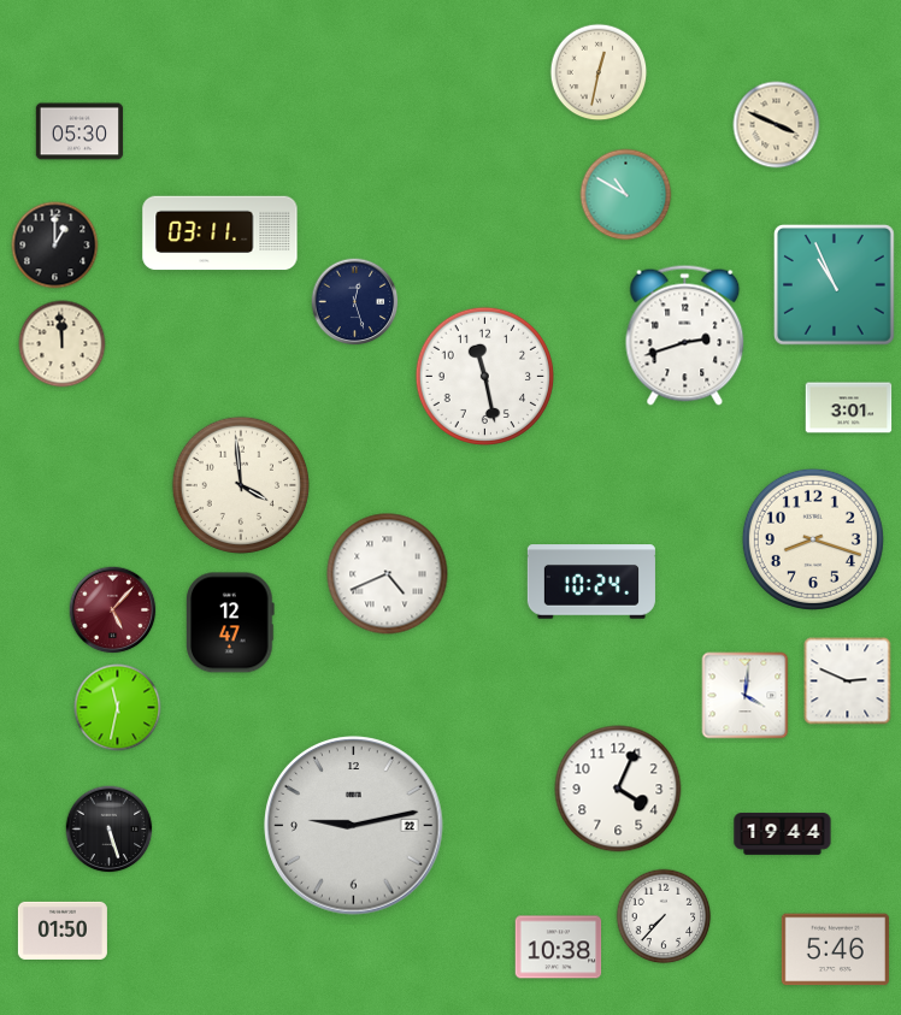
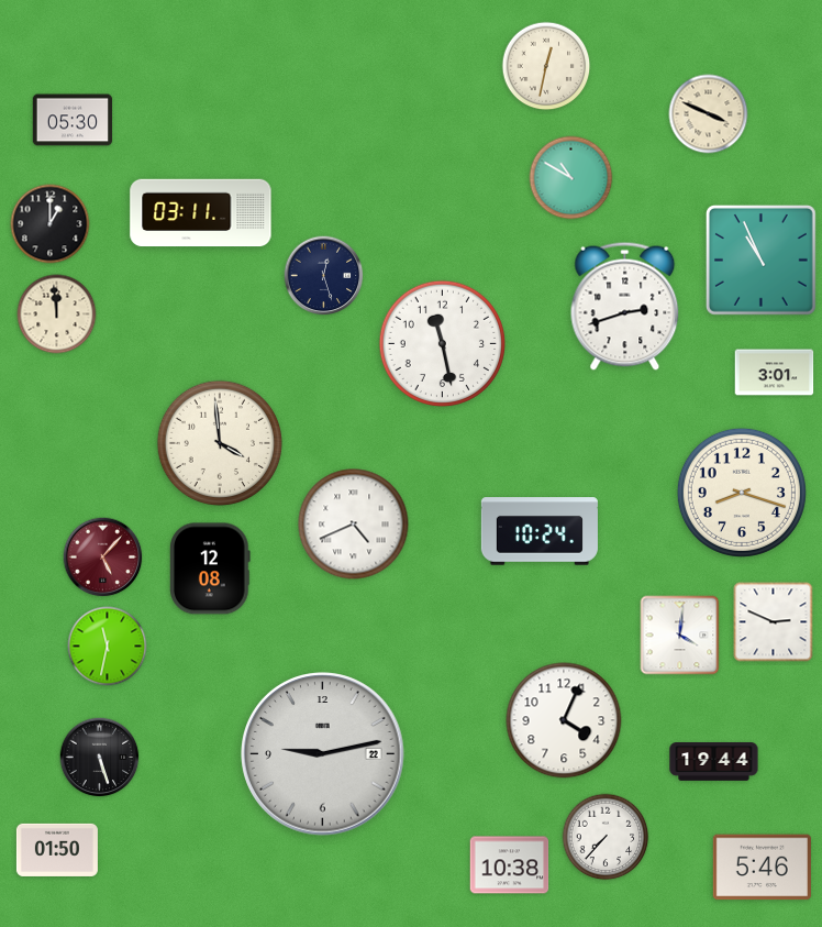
clock at (230, 622): 12:47 -> 12:08
